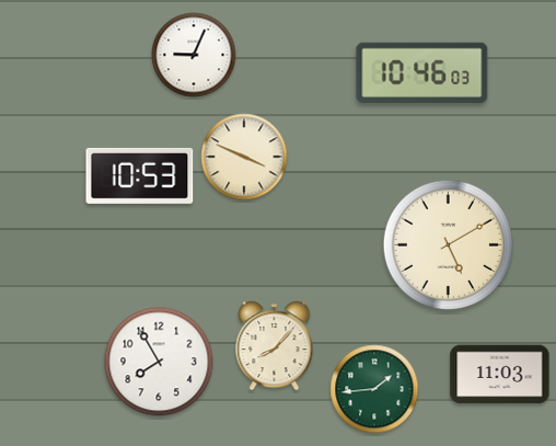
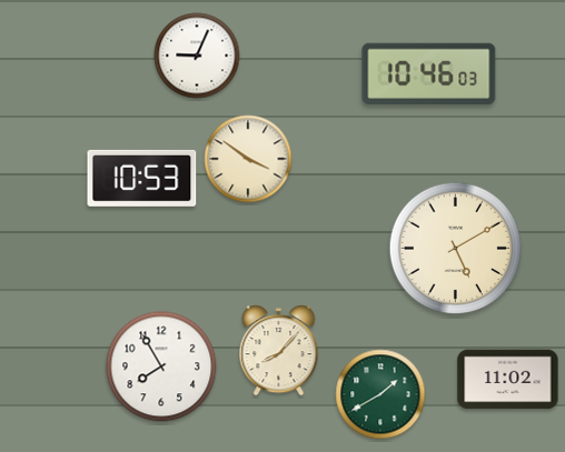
clock at (244, 157): 3:49 -> 3:51
clock at (500, 375): 11:03 -> 11:02
clock at (374, 389): 1:44 -> 1:40
